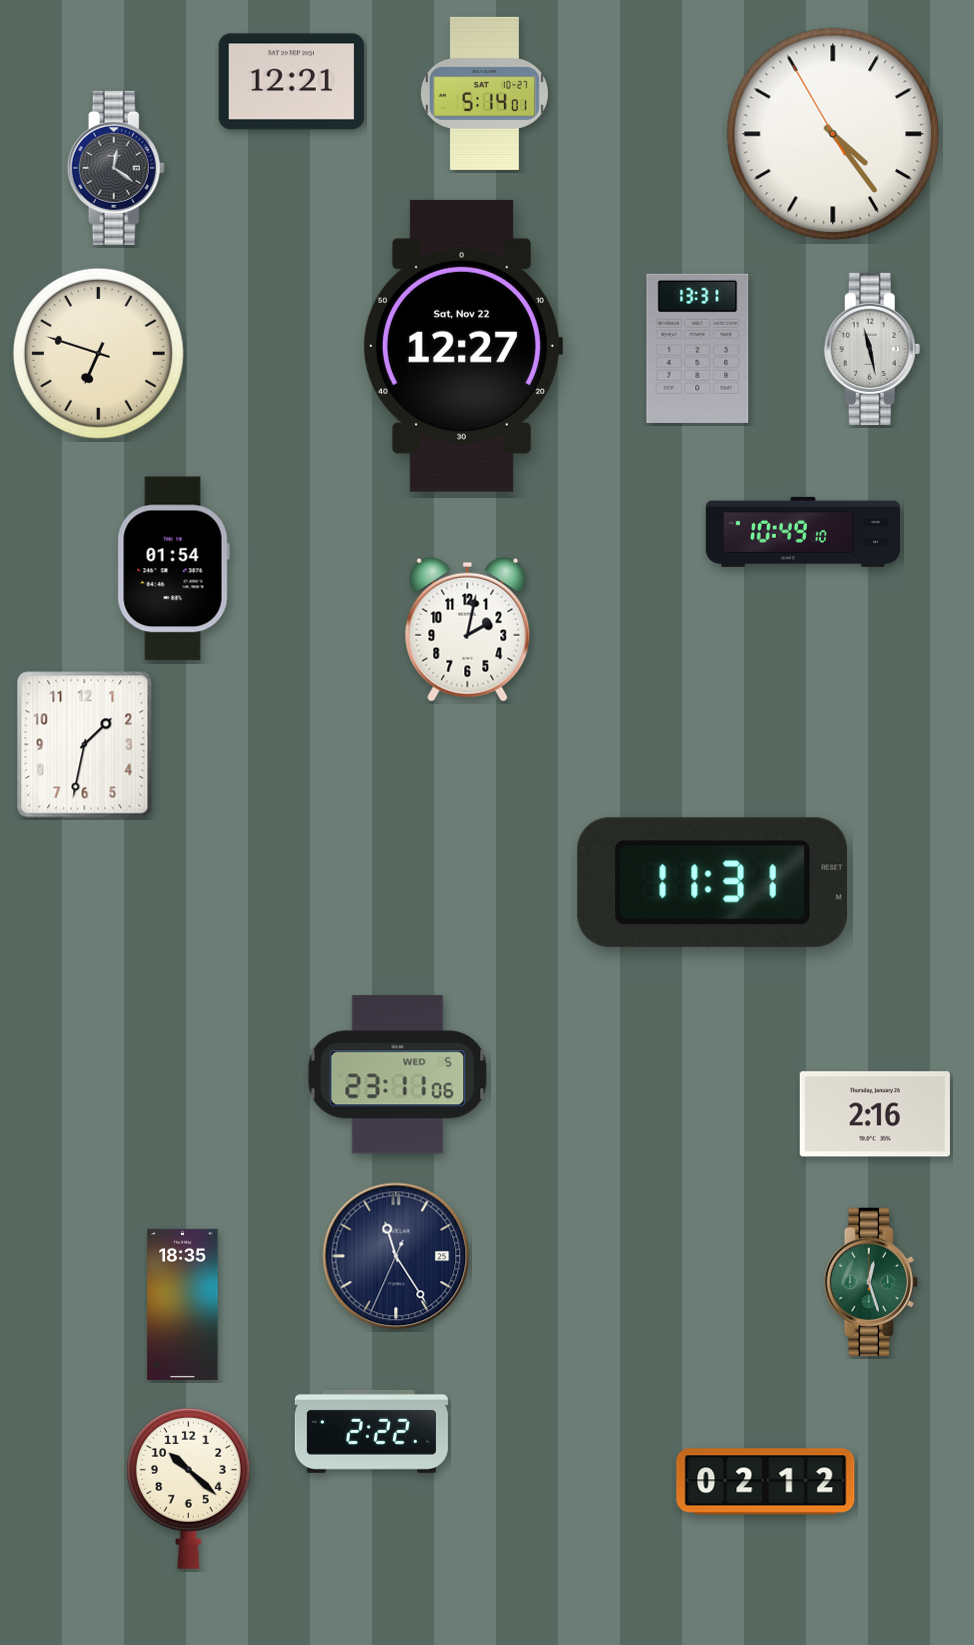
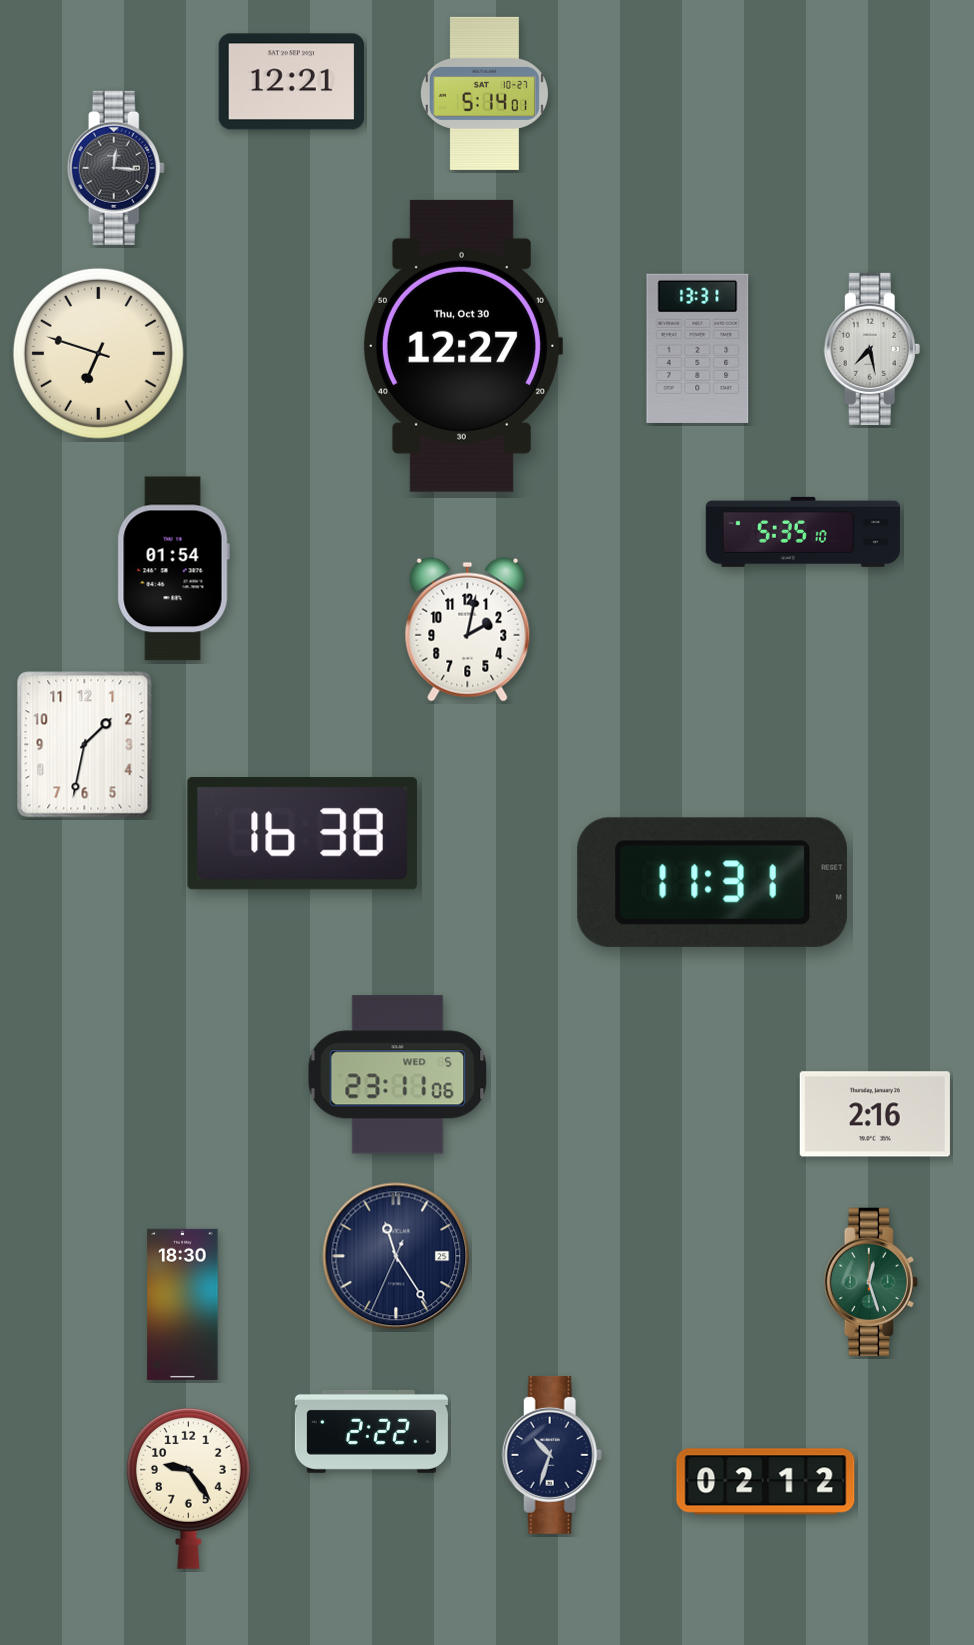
clock at (833, 134): 4:23 -> none
clock at (116, 168): 12:21 -> 12:16
clock at (462, 346) date: Sat, Nov 22 -> Thu, Oct 30
clock at (872, 349): 11:28 -> 7:28
clock at (803, 532): 10:49 -> 5:35
clock at (302, 834): none -> 16:38
clock at (183, 1304): 18:35 -> 18:30
clock at (552, 1455): none -> 10:33
clock at (188, 1488): 10:22 -> 9:24
